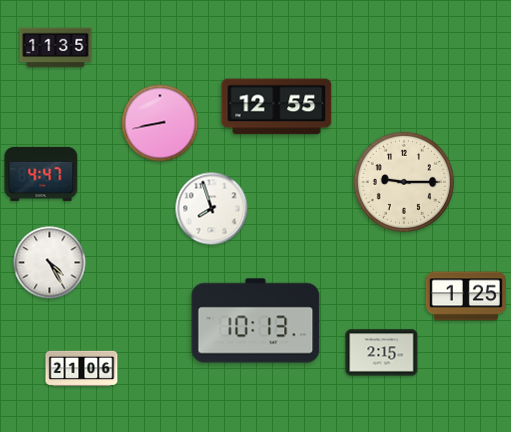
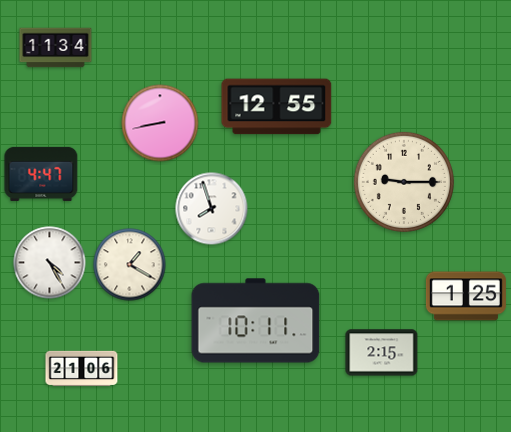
clock at (56, 48): 11:35 -> 11:34
clock at (130, 265): none -> 1:20
clock at (256, 321): 10:13 -> 10:11
